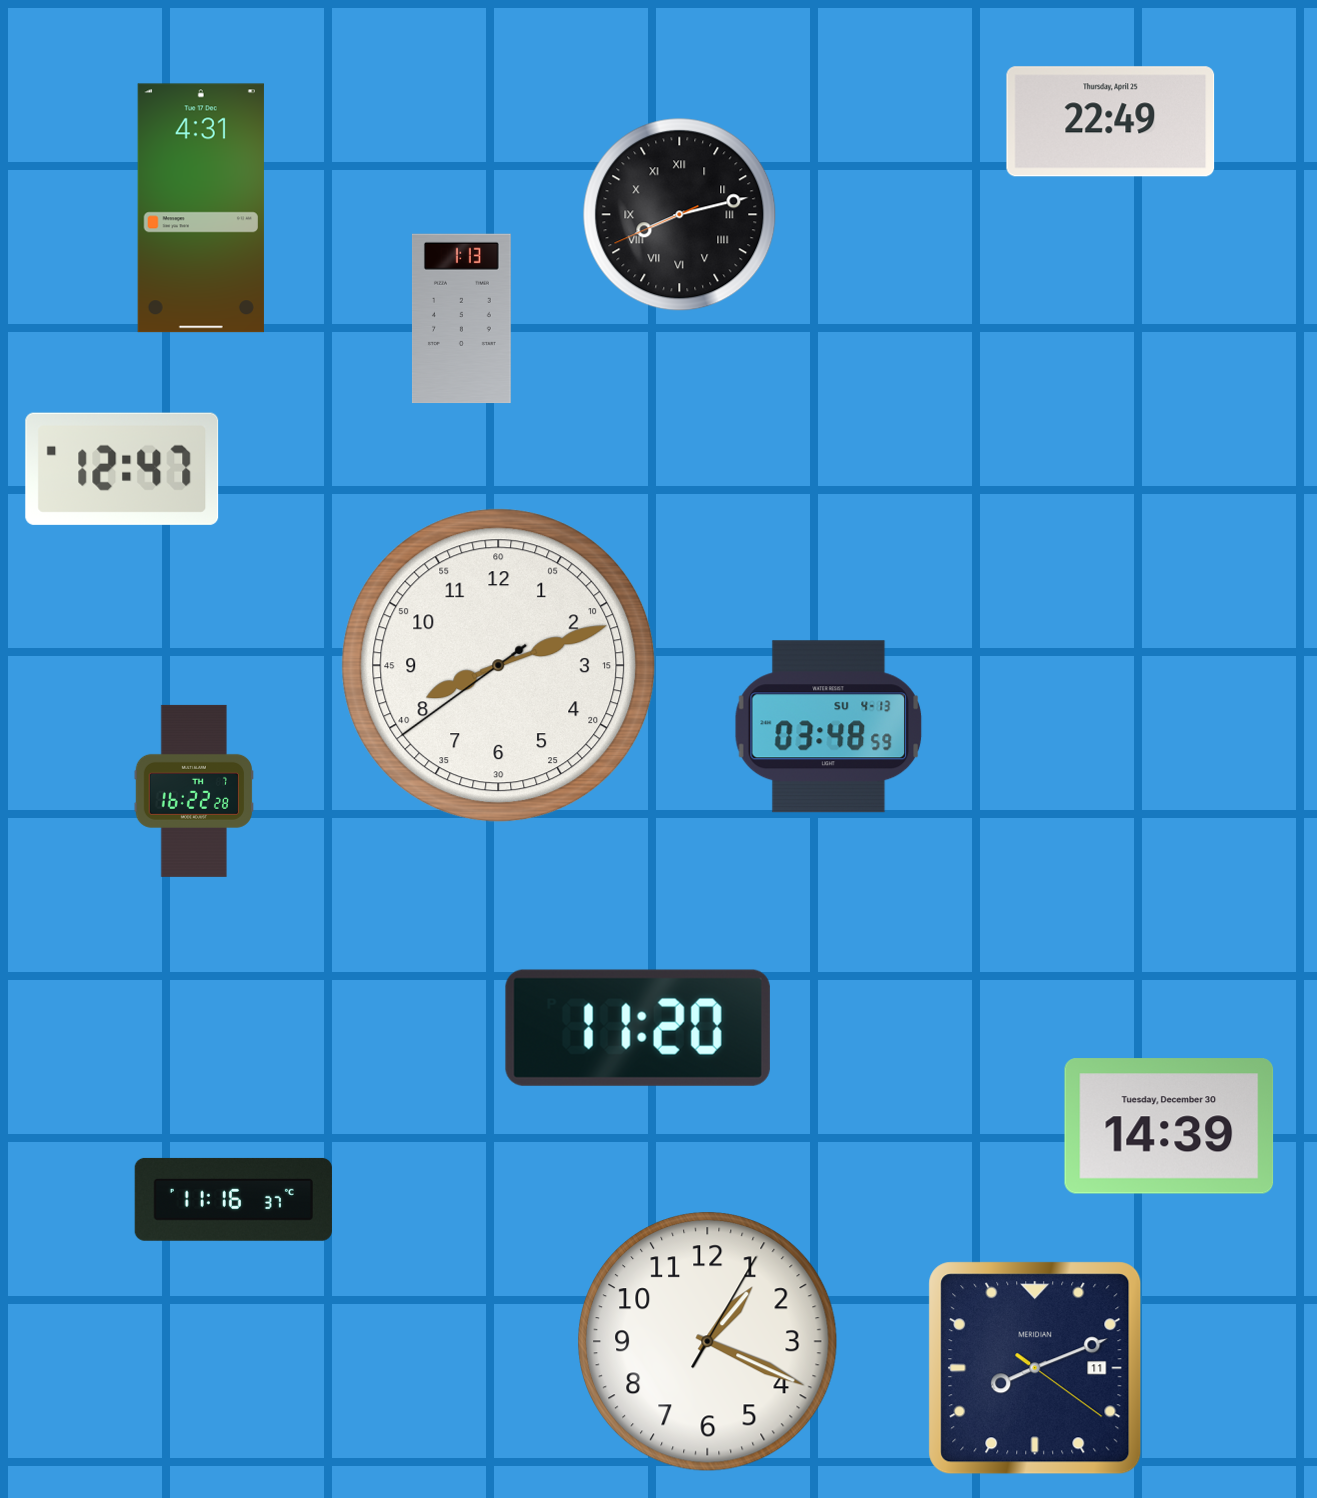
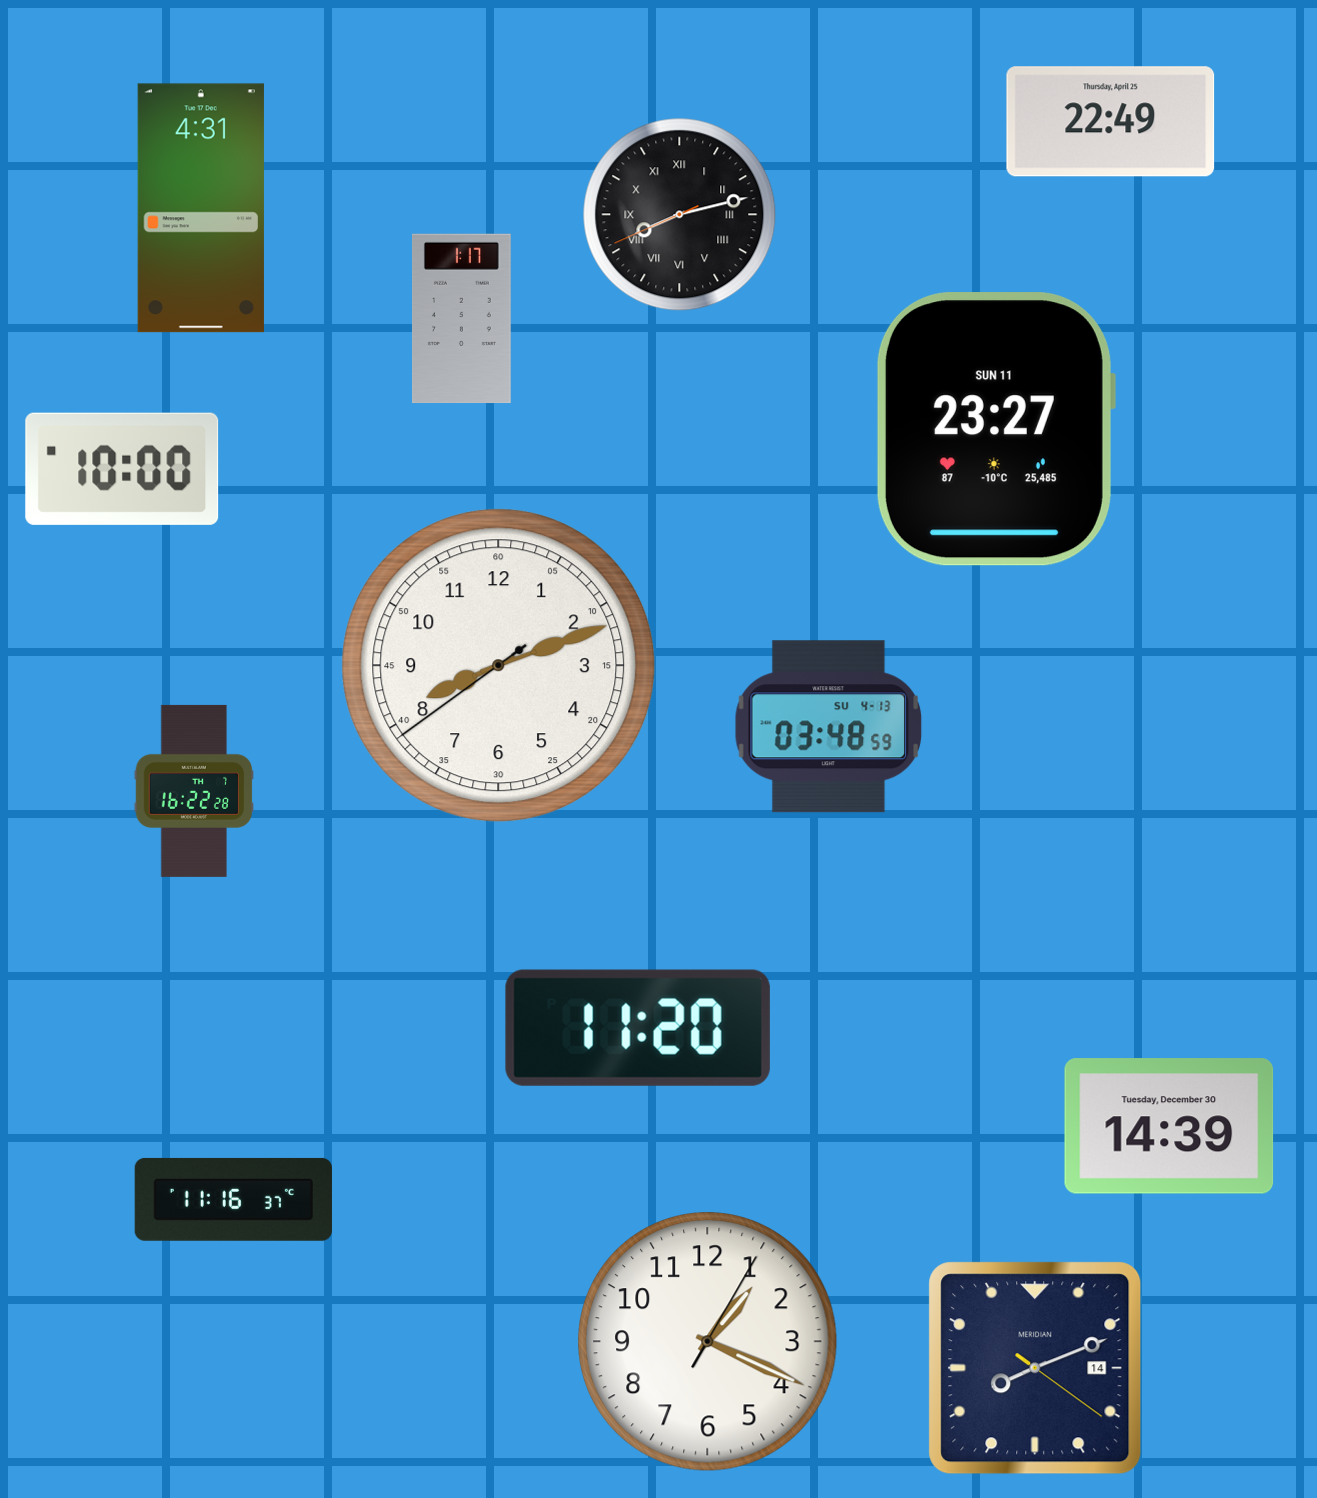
clock at (461, 319): 1:13 -> 1:17
clock at (995, 429): none -> 23:27
clock at (122, 469): 12:47 -> 10:00
clock at (1035, 1368) date: 11 -> 14
